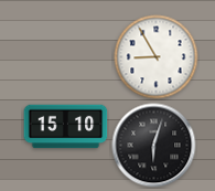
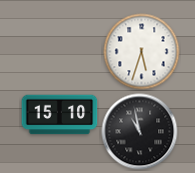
clock at (157, 57): 8:55 -> 5:33
clock at (154, 146): 6:03 -> 10:58
